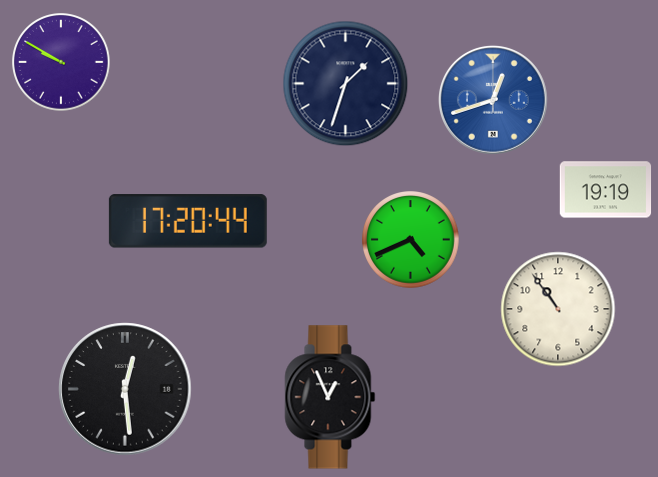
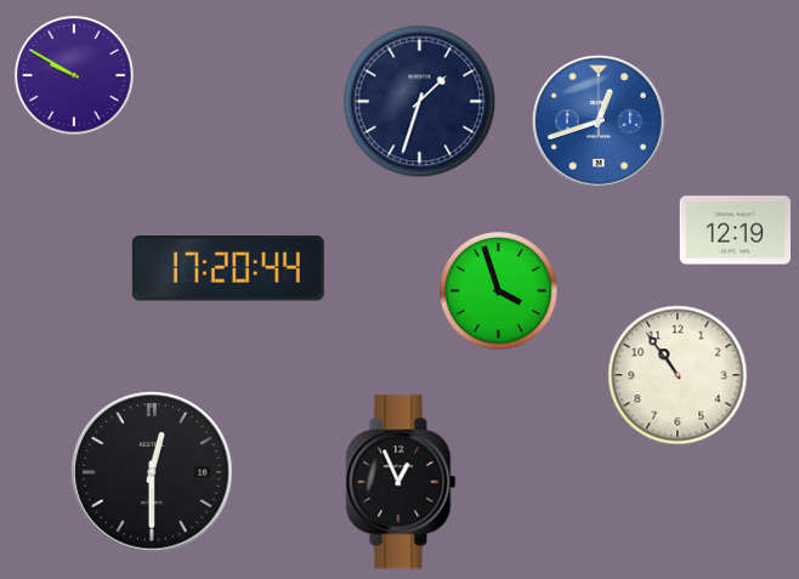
clock at (606, 190): 19:19 -> 12:19
clock at (411, 240): 4:41 -> 3:57
clock at (125, 389): 12:29 -> 12:30
